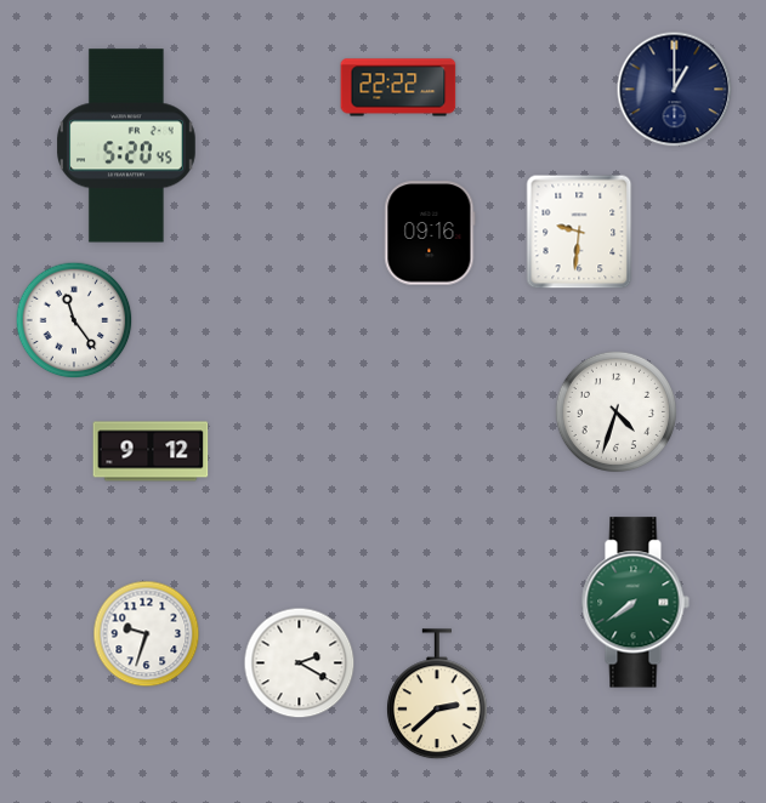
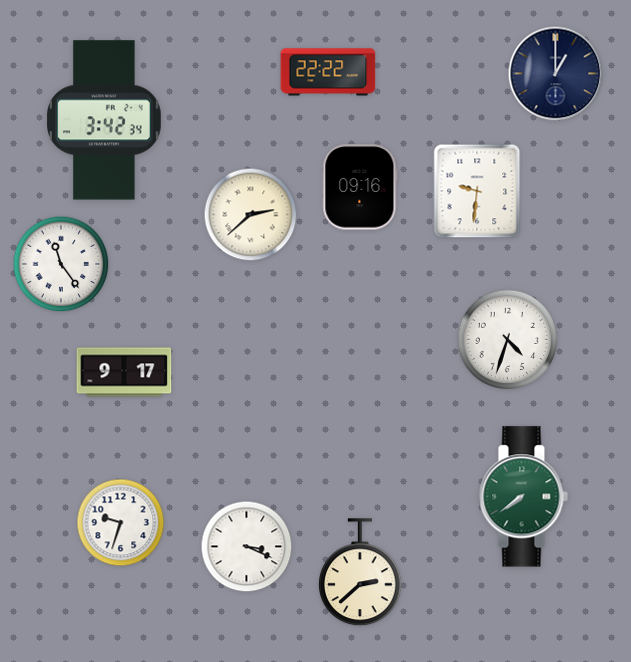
clock at (127, 146): 5:20 -> 3:42
clock at (430, 233) position: (430, 233) -> (360, 187)
clock at (251, 215): none -> 2:38
clock at (151, 451): 9:12 -> 9:17
clock at (300, 664): 2:20 -> 3:19
